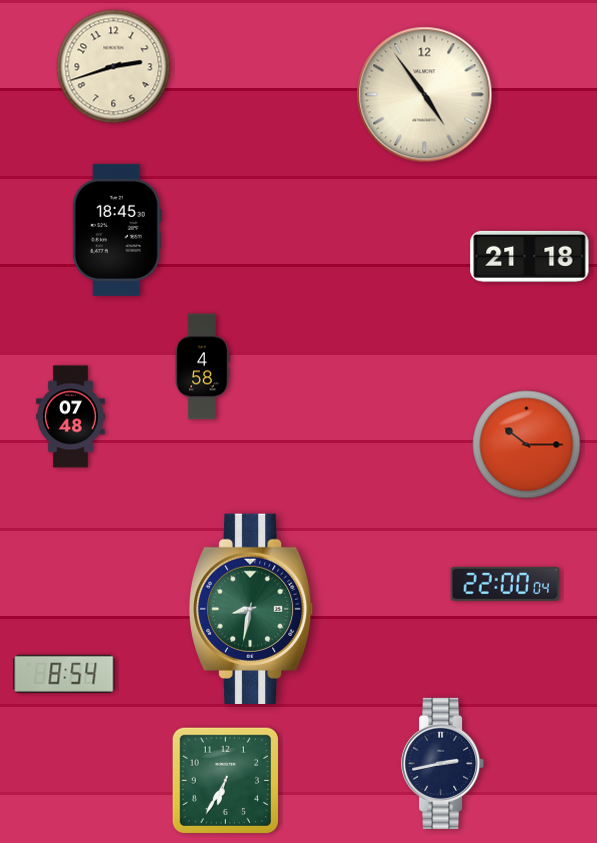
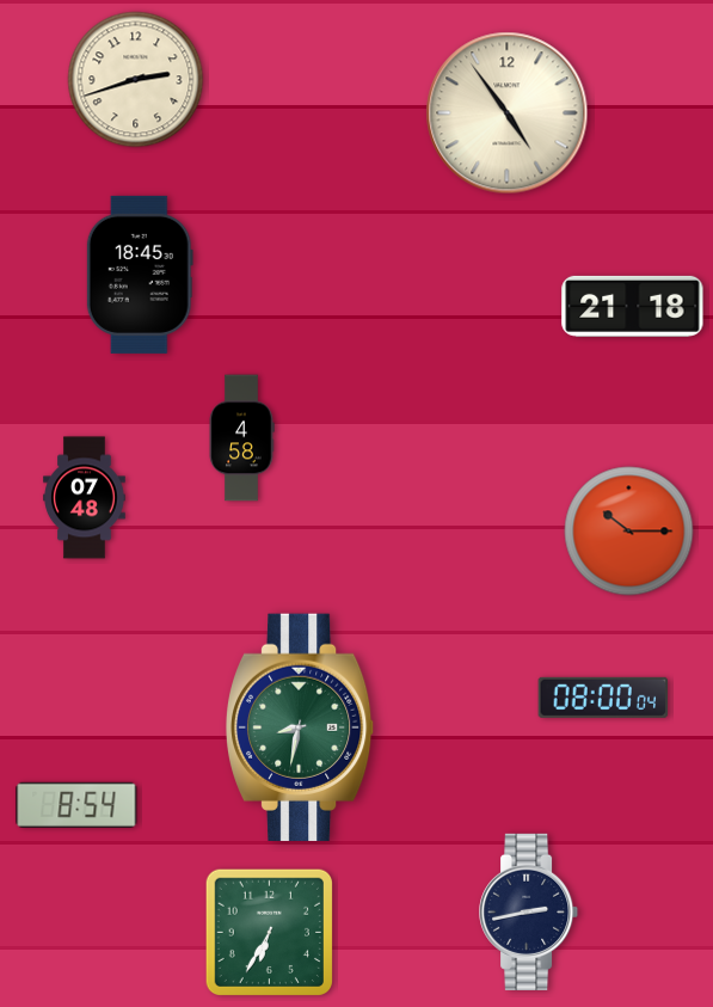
clock at (505, 584): 22:00 -> 08:00
